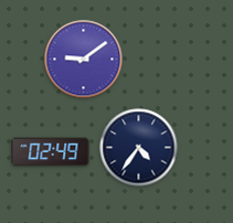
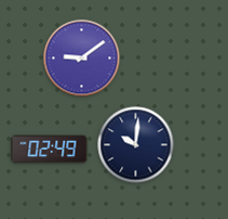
clock at (139, 148): 4:36 -> 10:01
